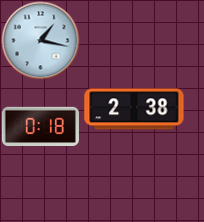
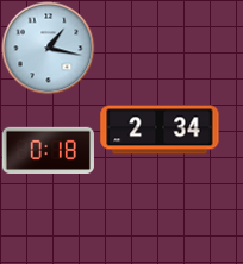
clock at (134, 109): 2:38 -> 2:34
